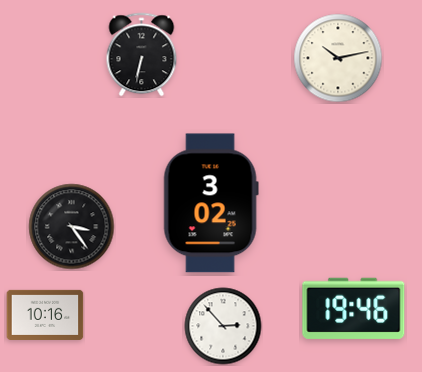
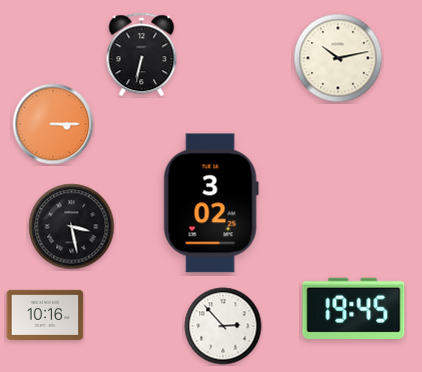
clock at (53, 124): none -> 3:15
clock at (72, 227): 3:24 -> 3:28
clock at (354, 308): 19:46 -> 19:45
